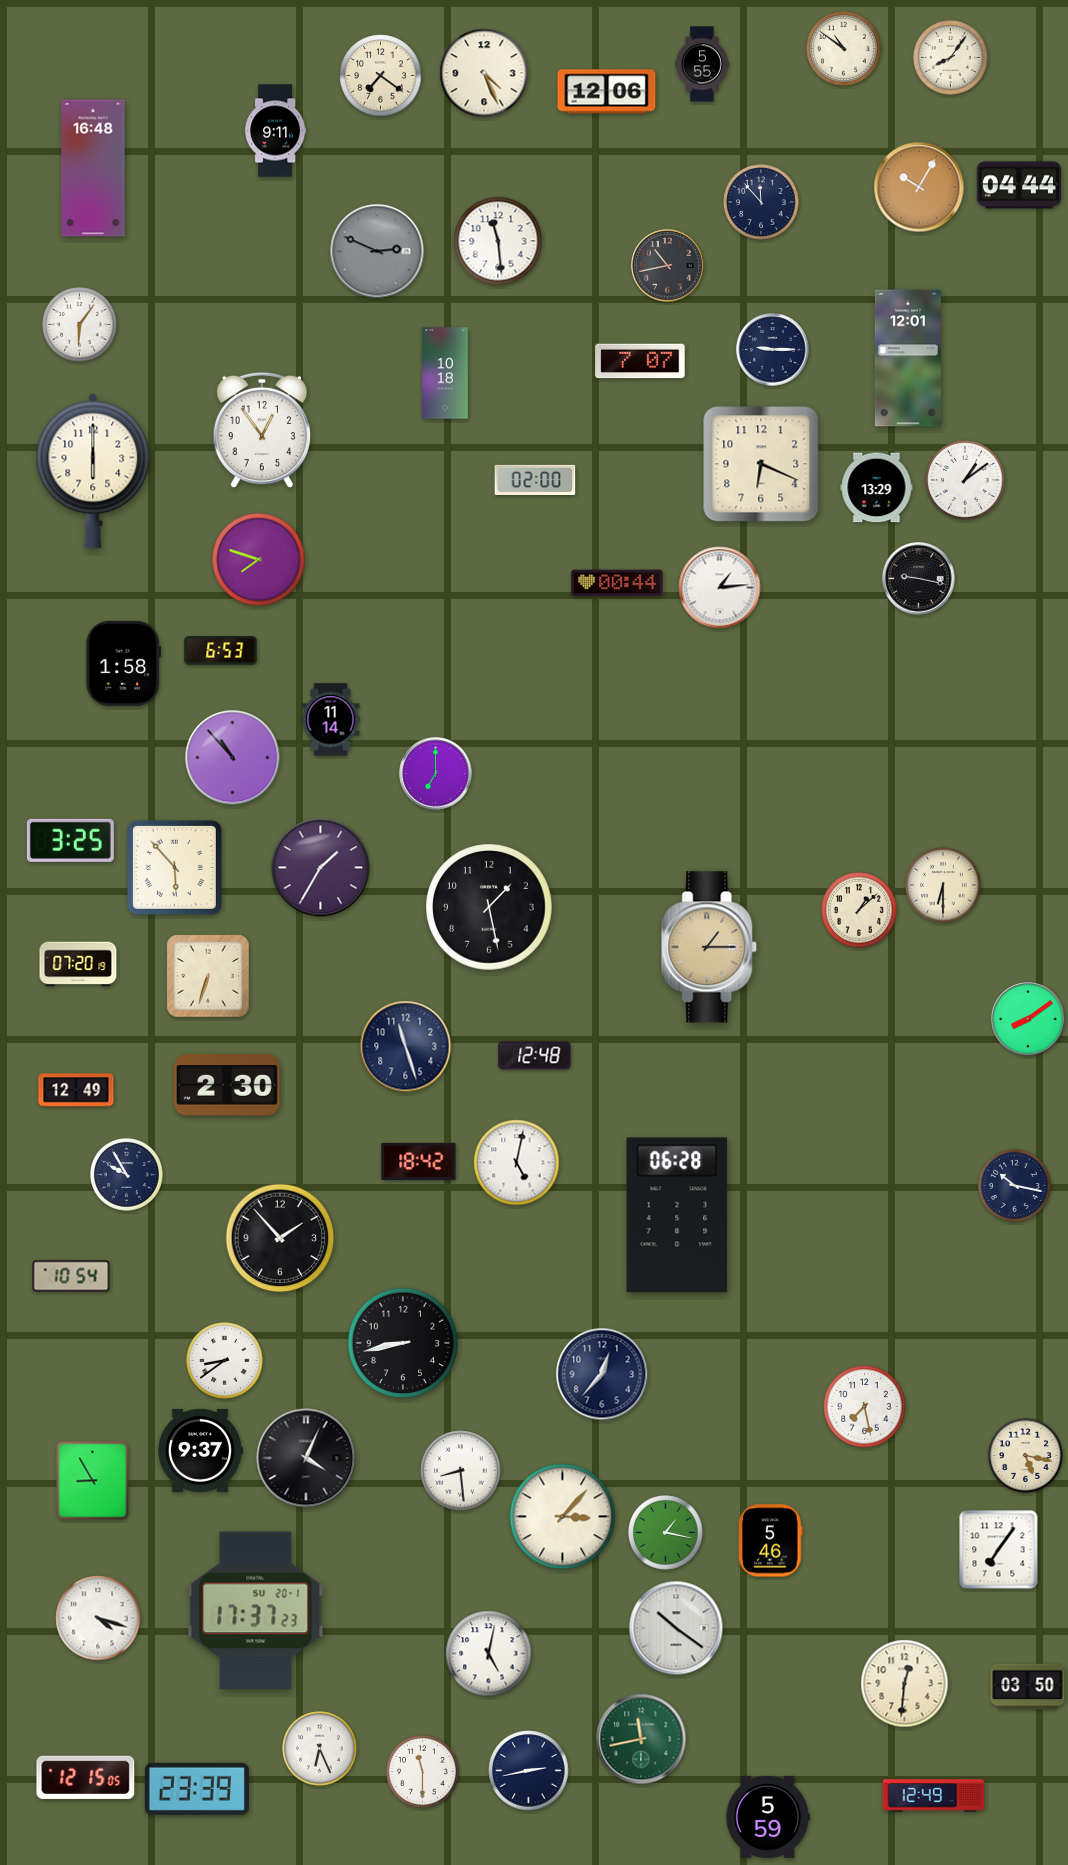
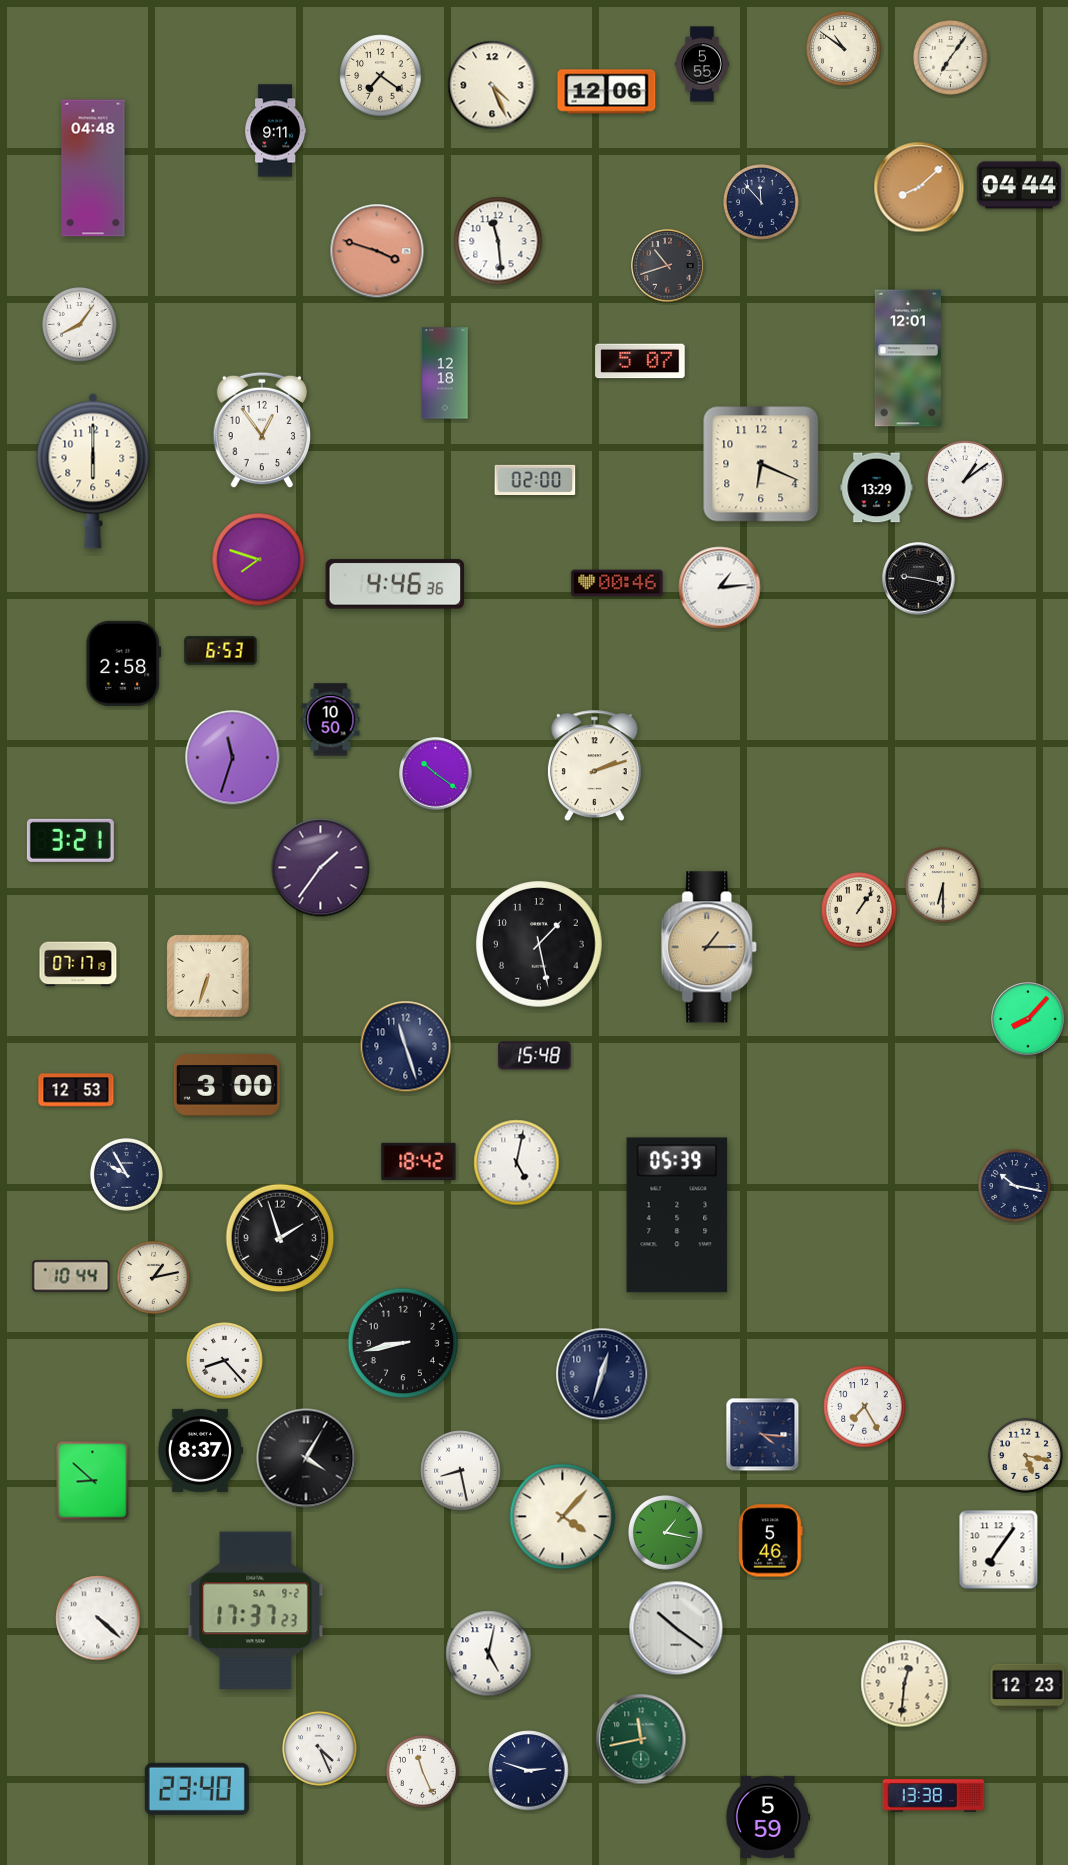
clock at (951, 58): 8:06 -> 7:06
clock at (484, 73) position: (484, 73) -> (492, 85)
clock at (93, 168): 16:48 -> 04:48
clock at (919, 187): 10:05 -> 8:08
clock at (377, 251): 2:49 -> 3:48
clock at (377, 251) dial: grey -> salmon
clock at (668, 266): 10:43 -> 10:42
clock at (80, 325): 6:06 -> 8:06
clock at (773, 350): 9:15 -> none
clock at (640, 361): 7:07 -> 5:07
clock at (445, 373): 10:18 -> 12:18
clock at (617, 583): 00:44 -> 00:46
clock at (395, 584): none -> 4:46
clock at (123, 663): 1:58 -> 2:58
clock at (331, 720): 11:14 -> 10:50
clock at (233, 758): 10:53 -> 11:33
clock at (594, 765): none -> 2:12
clock at (436, 774): 7:00 -> 10:21
clock at (70, 840): 3:25 -> 3:21
clock at (174, 867): 5:53 -> none
clock at (321, 868): 1:35 -> 1:36
clock at (489, 907) position: (489, 907) -> (539, 944)
clock at (860, 911): 1:08 -> 1:06
clock at (78, 964): 07:20 -> 07:17
clock at (1028, 1019): 8:09 -> 8:07
clock at (535, 1056): 12:48 -> 15:48
clock at (227, 1085): 2:30 -> 3:00
clock at (76, 1090): 12:49 -> 12:53
clock at (677, 1215): 06:28 -> 05:39
clock at (280, 1238): 1:53 -> 1:57
clock at (71, 1276): 10:54 -> 10:44
clock at (153, 1277): none -> 1:13
clock at (225, 1361): 8:39 -> 8:23
clock at (602, 1374): 12:37 -> 12:33
clock at (865, 1407): 7:28 -> 7:25
clock at (763, 1435): none -> 4:16
clock at (200, 1450): 9:37 -> 8:37
clock at (306, 1458): 4:04 -> 4:05
clock at (461, 1471): 8:29 -> 8:28
clock at (93, 1481): 8:55 -> 8:52
clock at (563, 1517): 3:07 -> 4:07
clock at (256, 1611) date: SU 20-1 -> SA 9-2
clock at (98, 1618): 4:18 -> 4:22
clock at (1028, 1687): 03:50 -> 12:23
clock at (320, 1749): 6:26 -> 4:26
clock at (422, 1771): 11:30 -> 11:26
clock at (529, 1771): 2:43 -> 2:48
clock at (86, 1777): 12:15 -> none
clock at (197, 1789): 23:39 -> 23:40
clock at (934, 1796): 12:49 -> 13:38
